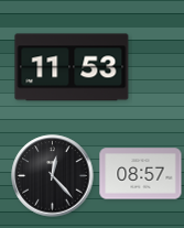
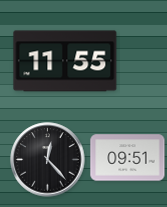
clock at (72, 67): 11:53 -> 11:55
clock at (141, 174): 08:57 -> 09:51
